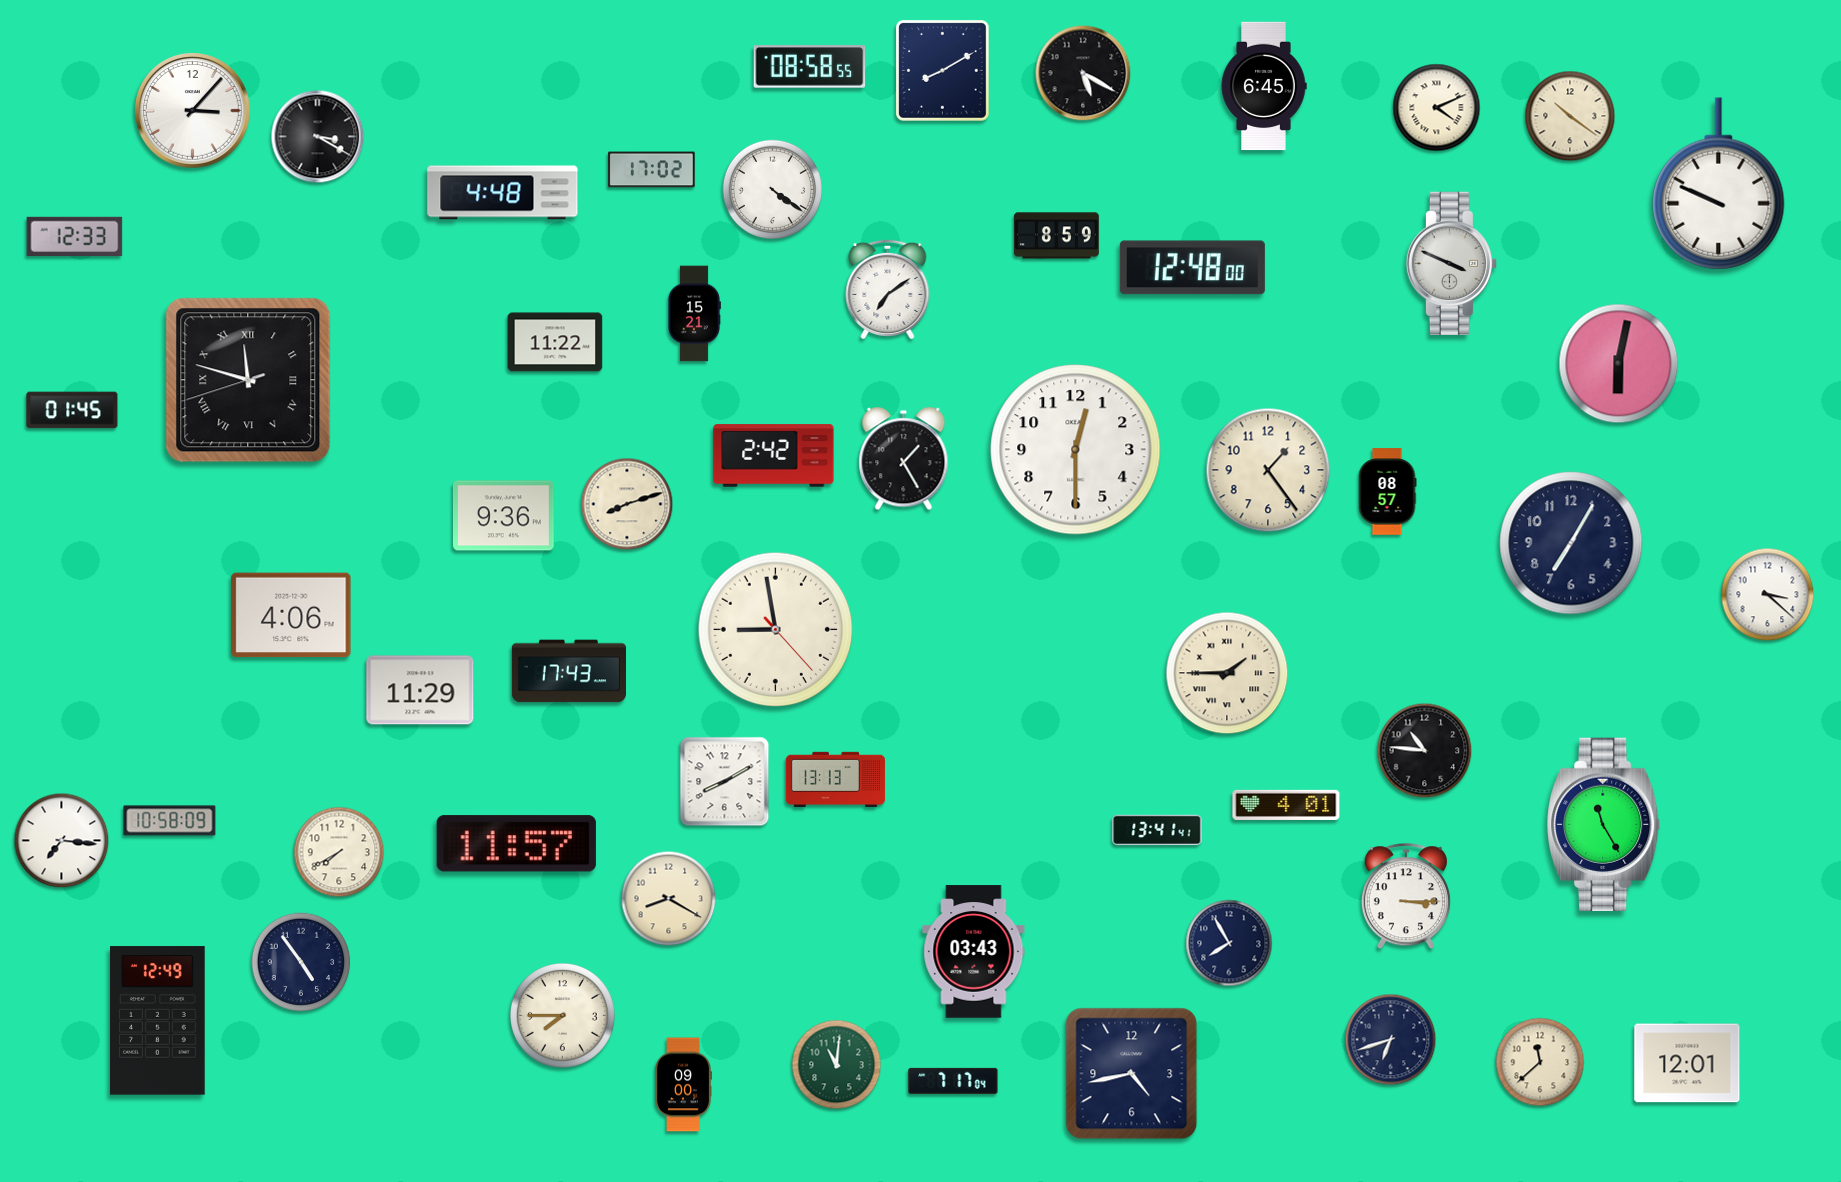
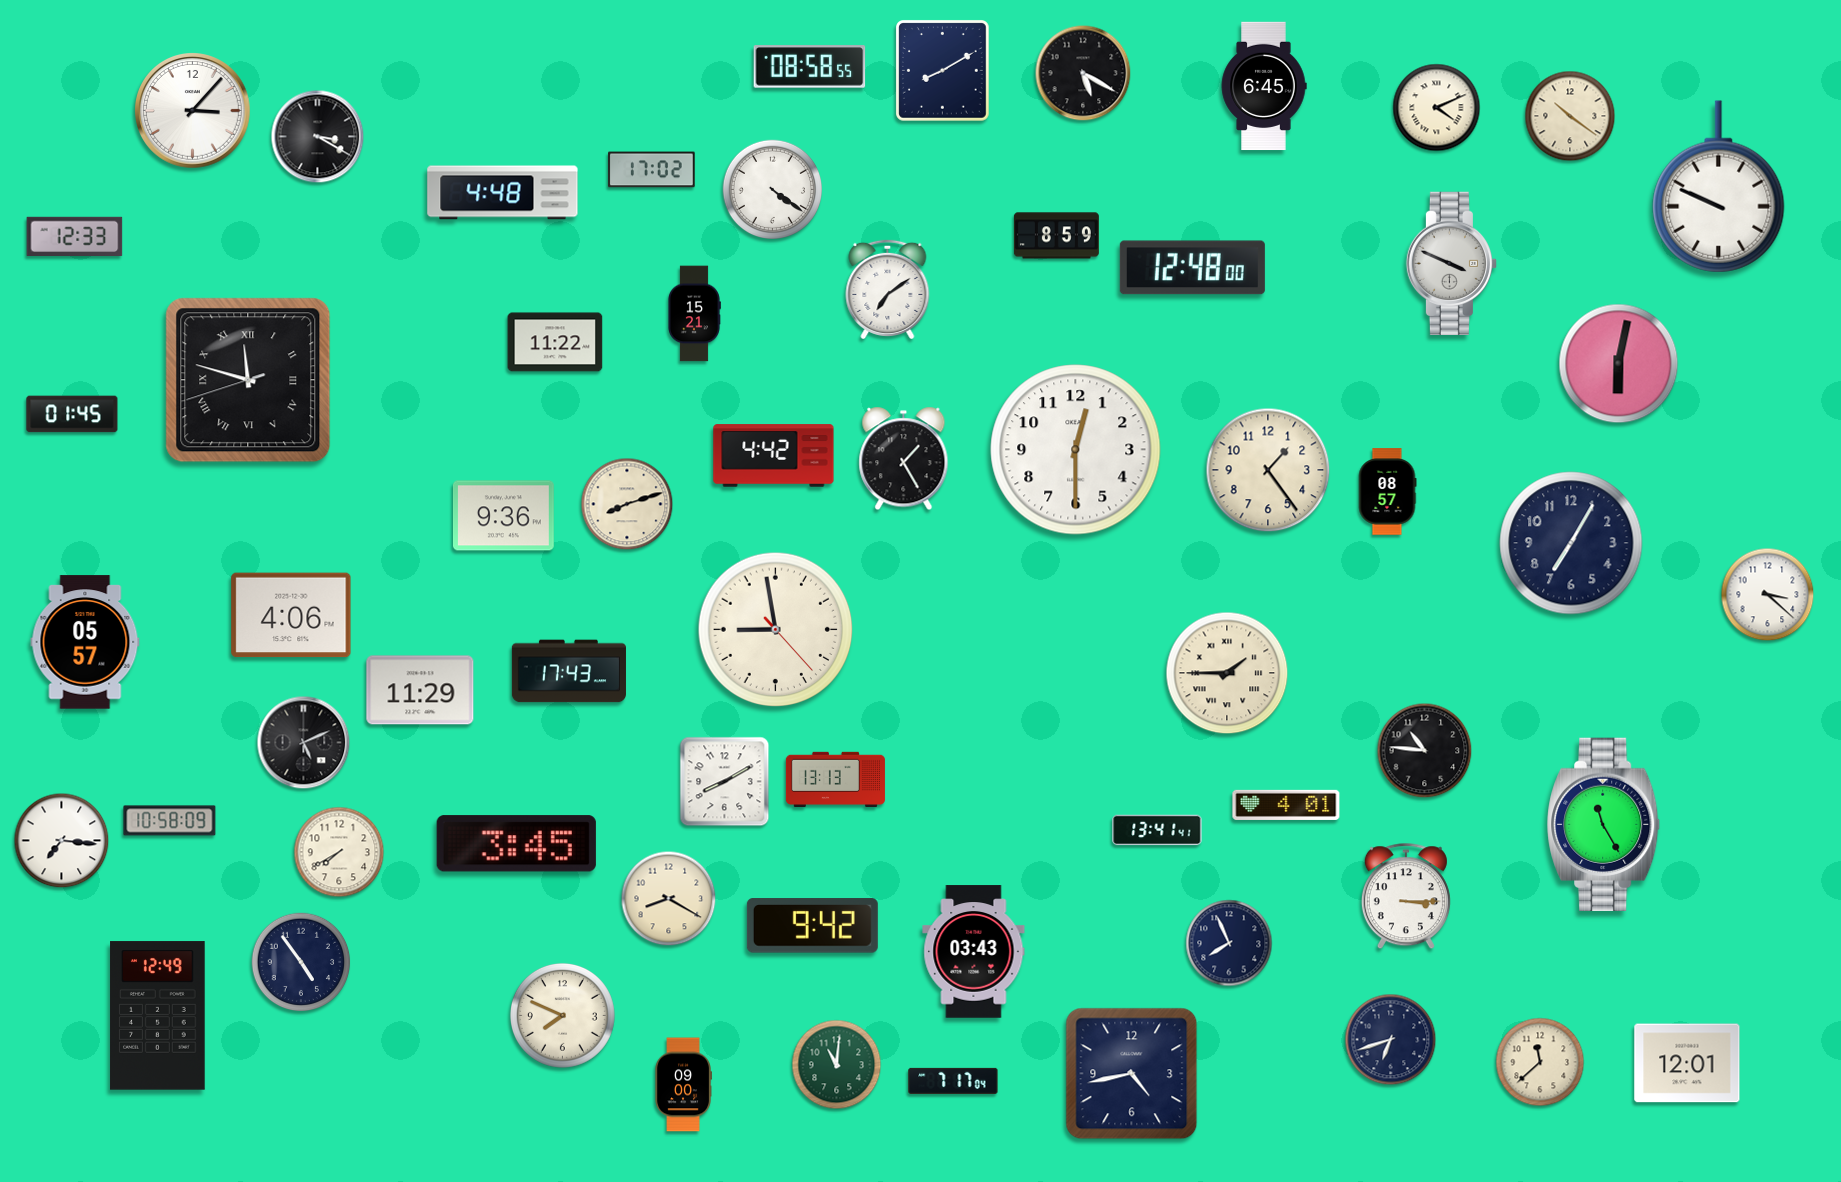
clock at (1719, 184) position: (1719, 184) -> (1719, 187)
clock at (72, 410) position: (72, 410) -> (72, 414)
clock at (774, 456): 2:42 -> 4:42
clock at (85, 642): none -> 05:57
clock at (304, 743): none -> 5:11
clock at (516, 844): 11:57 -> 3:45
clock at (812, 926): none -> 9:42
clock at (1229, 943): 7:55 -> 7:56
clock at (562, 1015): 7:45 -> 7:49
clock at (158, 1021) position: (158, 1021) -> (158, 1016)
